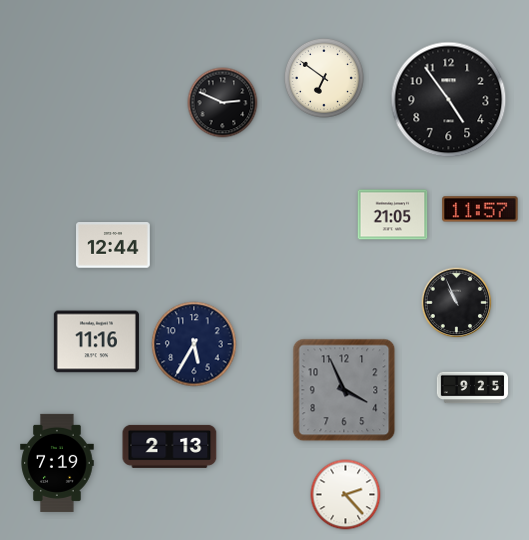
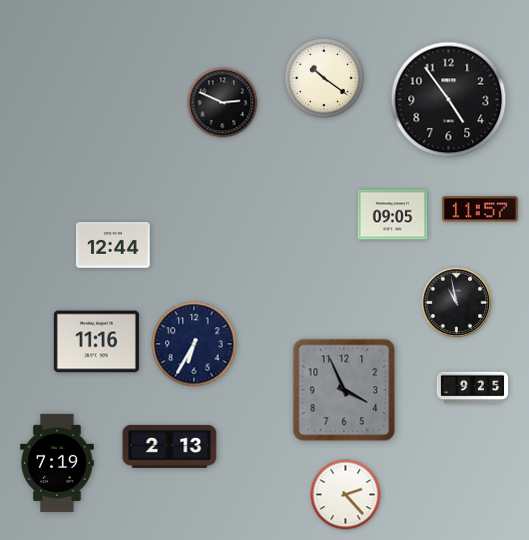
clock at (324, 78): 6:51 -> 10:21
clock at (393, 215): 21:05 -> 09:05
clock at (457, 303): 10:56 -> 10:58
clock at (194, 344): 5:35 -> 6:35
